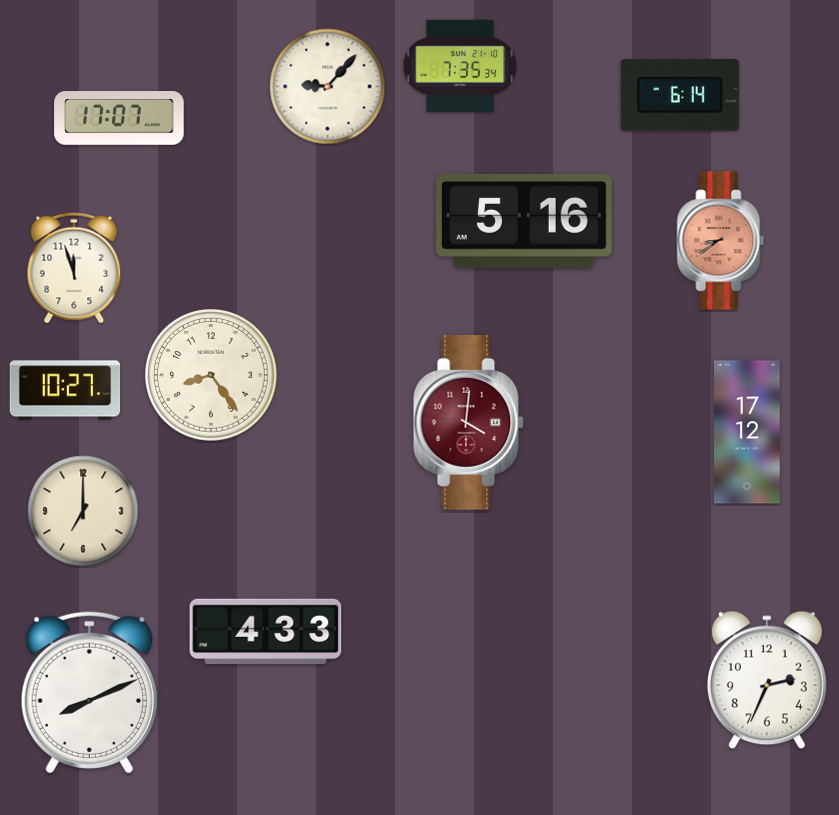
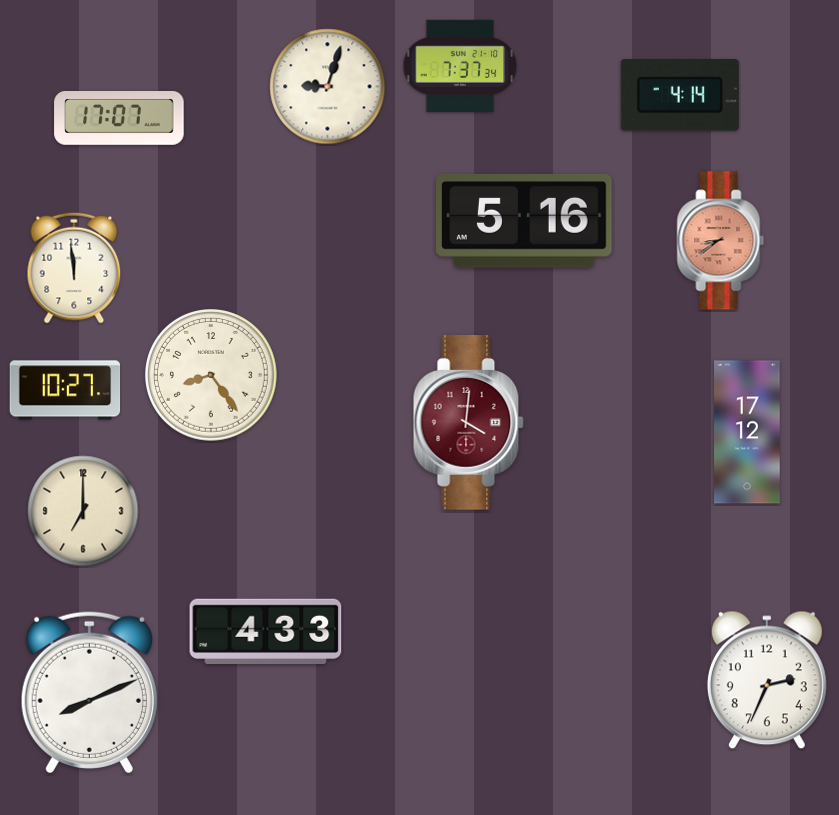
clock at (460, 65): 7:35 -> 7:37
clock at (328, 87): 9:07 -> 9:03
clock at (680, 95): 6:14 -> 4:14
clock at (74, 268): 11:57 -> 11:59
